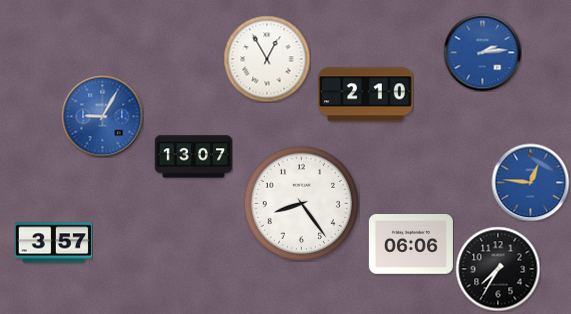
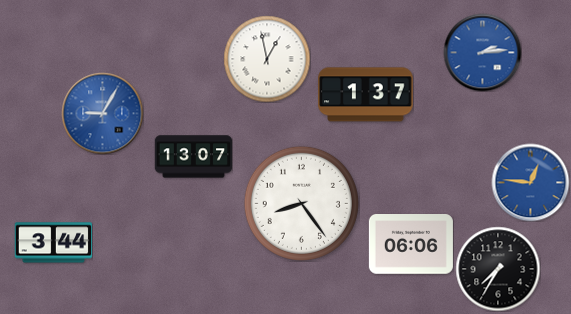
clock at (267, 59): 12:55 -> 12:58
clock at (366, 95): 2:10 -> 1:37
clock at (102, 116) position: (102, 116) -> (102, 113)
clock at (53, 243): 3:57 -> 3:44
